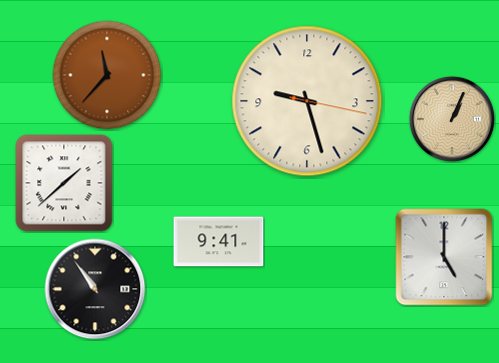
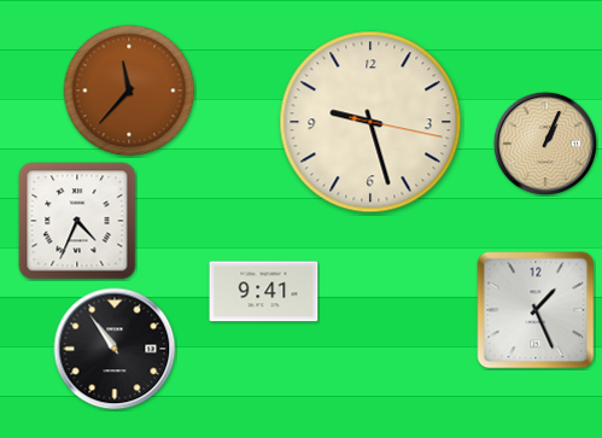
clock at (64, 183): 1:38 -> 4:34
clock at (444, 257): 5:00 -> 1:26
